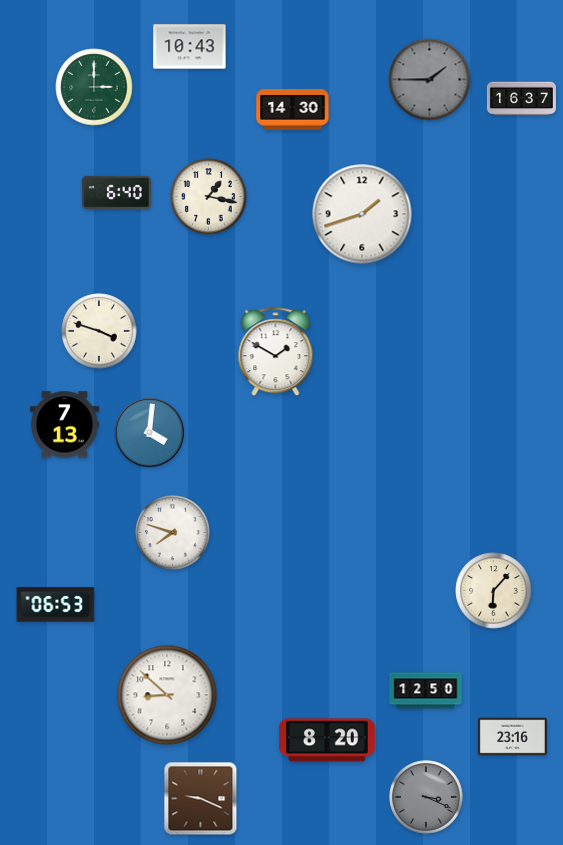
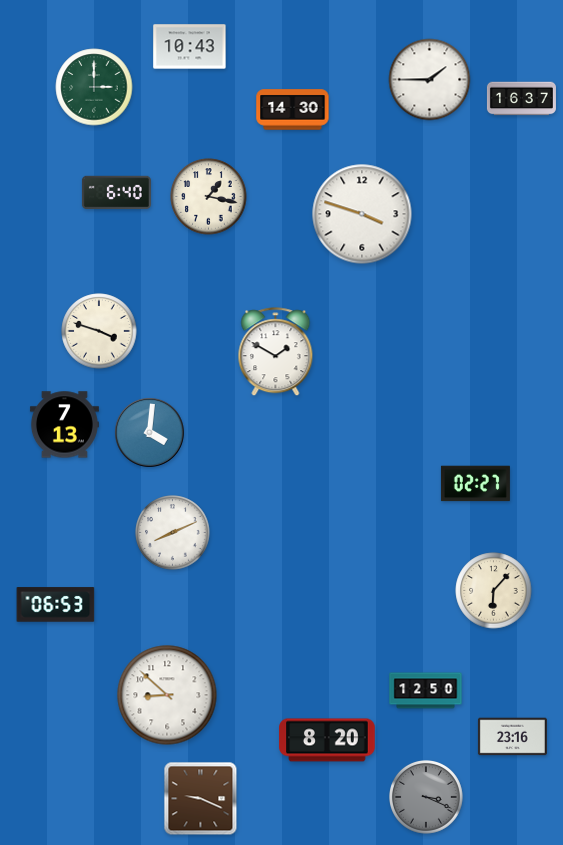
clock at (430, 80) dial: grey -> white
clock at (362, 214): 1:42 -> 3:48
clock at (475, 484): none -> 02:27
clock at (173, 533): 7:48 -> 8:11
